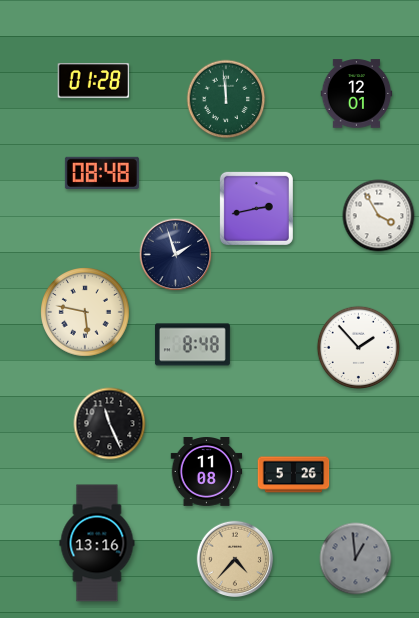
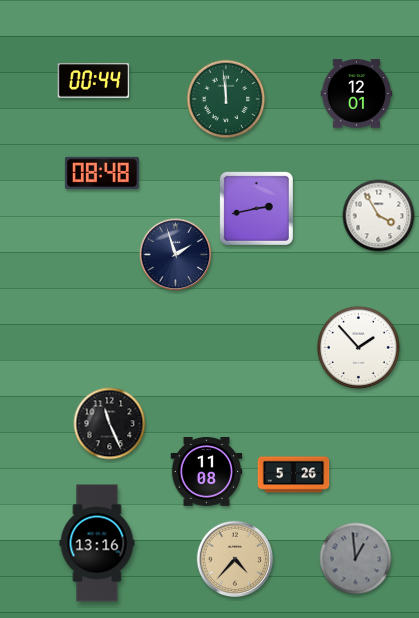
clock at (94, 81): 01:28 -> 00:44
clock at (85, 312): 5:47 -> none
clock at (192, 345): 8:48 -> none
